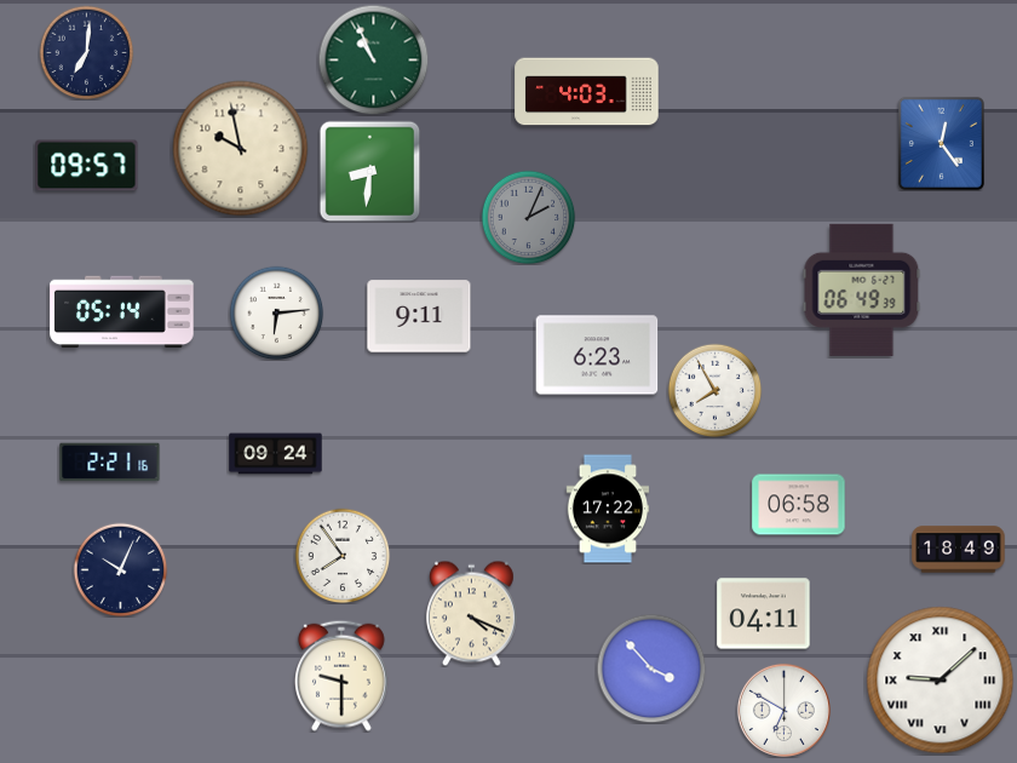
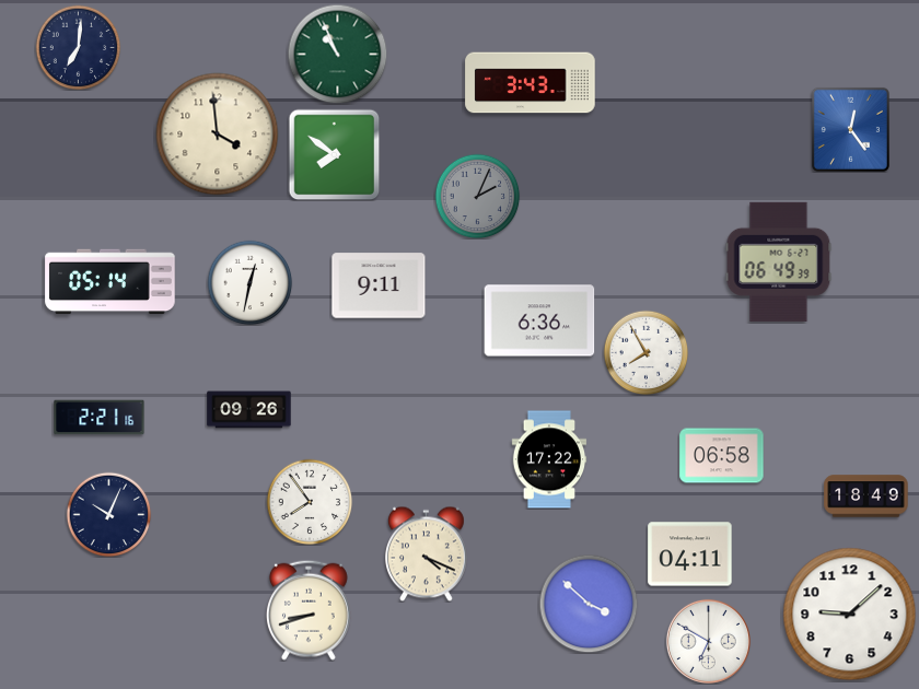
clock at (587, 92): 4:03 -> 3:43
clock at (241, 149): 9:58 -> 3:59
clock at (87, 166): 09:57 -> none
clock at (369, 171): 8:31 -> 7:51
clock at (276, 312): 6:14 -> 12:32
clock at (597, 355): 6:23 -> 6:36
clock at (276, 454): 09:24 -> 09:26
clock at (651, 669): 3:53 -> 3:52
clock at (341, 676): 9:30 -> 8:42
clock at (941, 681) numerals: Roman -> Arabic
